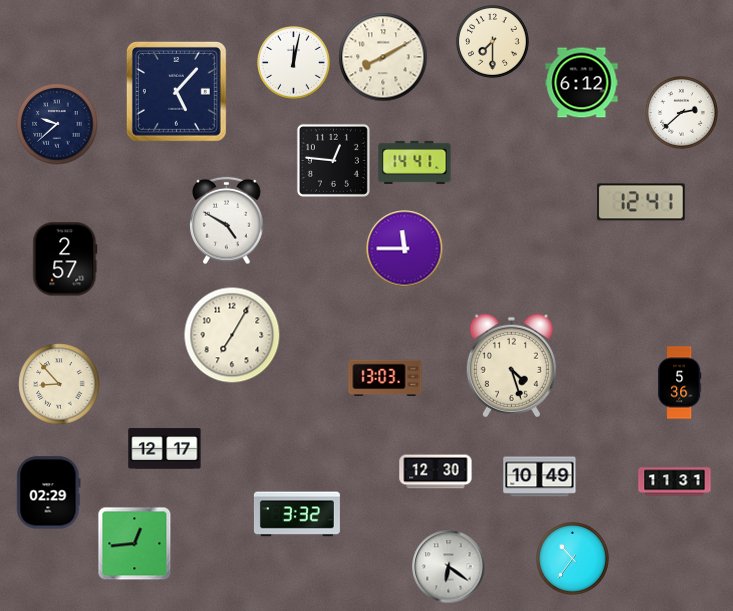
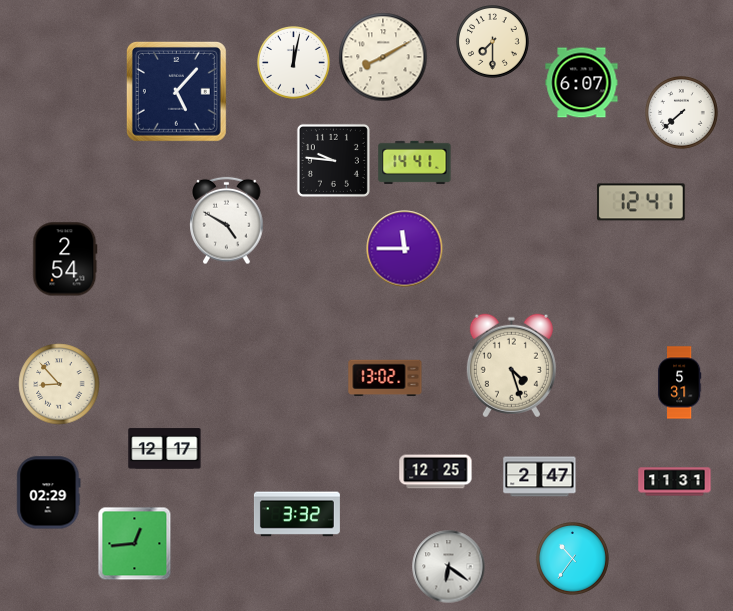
clock at (582, 83): 6:12 -> 6:07
clock at (682, 113): 2:38 -> 7:38
clock at (57, 124): 9:38 -> none
clock at (333, 160): 12:46 -> 9:46
clock at (65, 259): 2:57 -> 2:54
clock at (232, 335): 7:05 -> none
clock at (385, 378): 13:03 -> 13:02
clock at (679, 383): 5:36 -> 5:31
clock at (436, 472): 12:30 -> 12:25
clock at (540, 477): 10:49 -> 2:47
